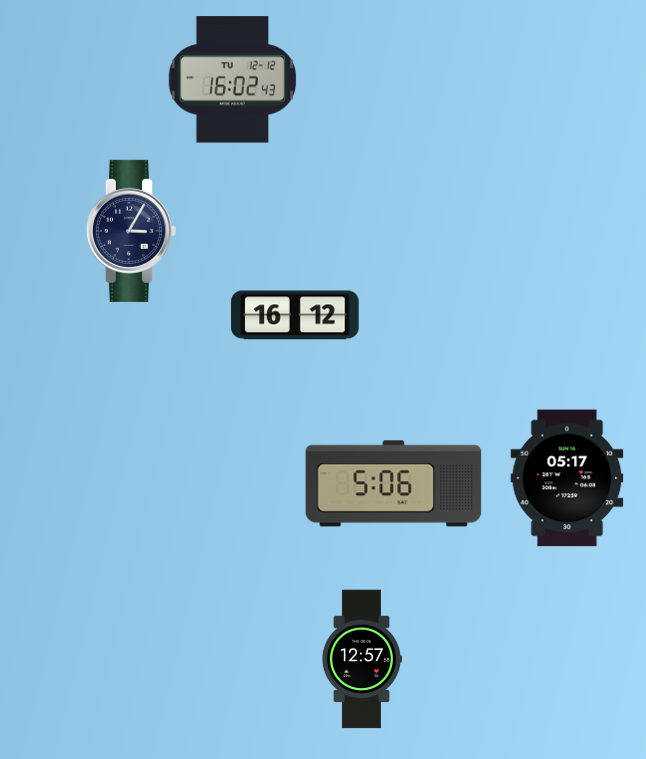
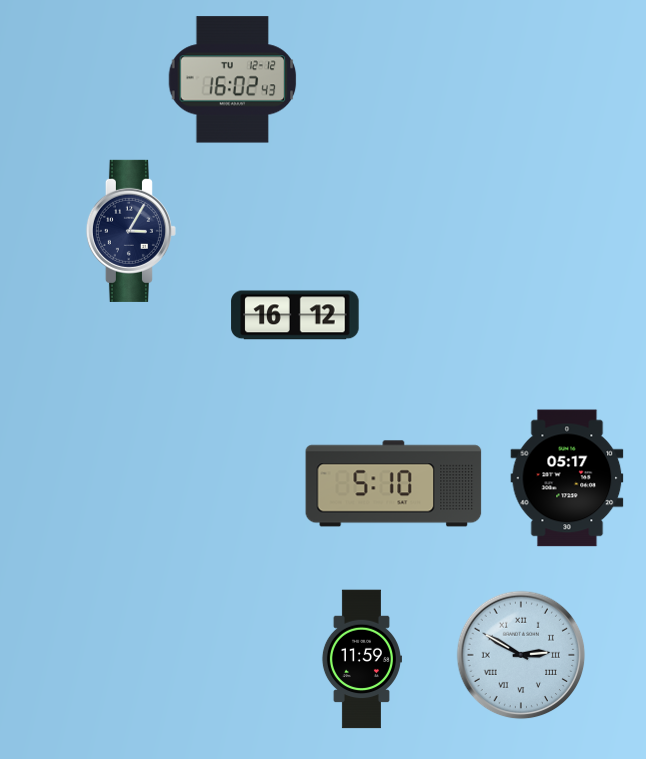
clock at (394, 484): 5:06 -> 5:10
clock at (521, 655): none -> 2:50
clock at (361, 659): 12:57 -> 11:59
